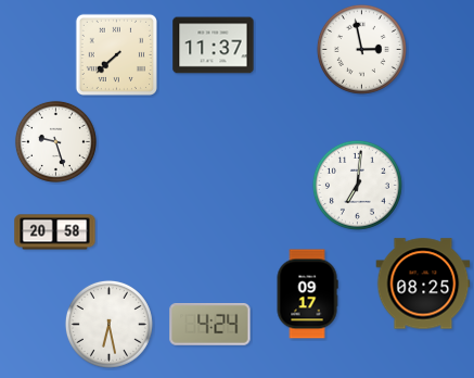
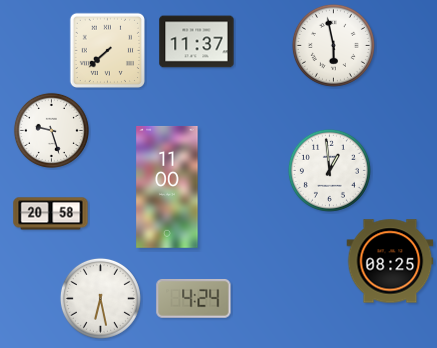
clock at (361, 49): 2:58 -> 5:58
clock at (357, 185): 7:01 -> 12:59
clock at (167, 187): none -> 11:00
clock at (307, 294): 09:17 -> none
